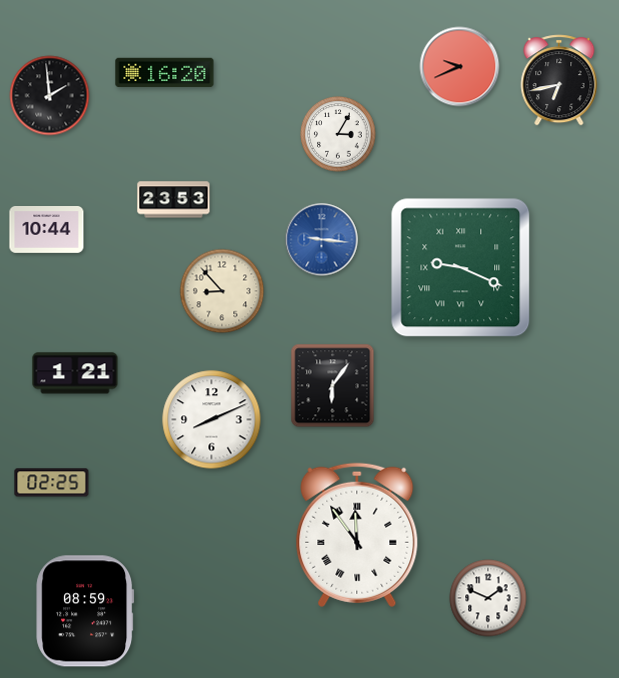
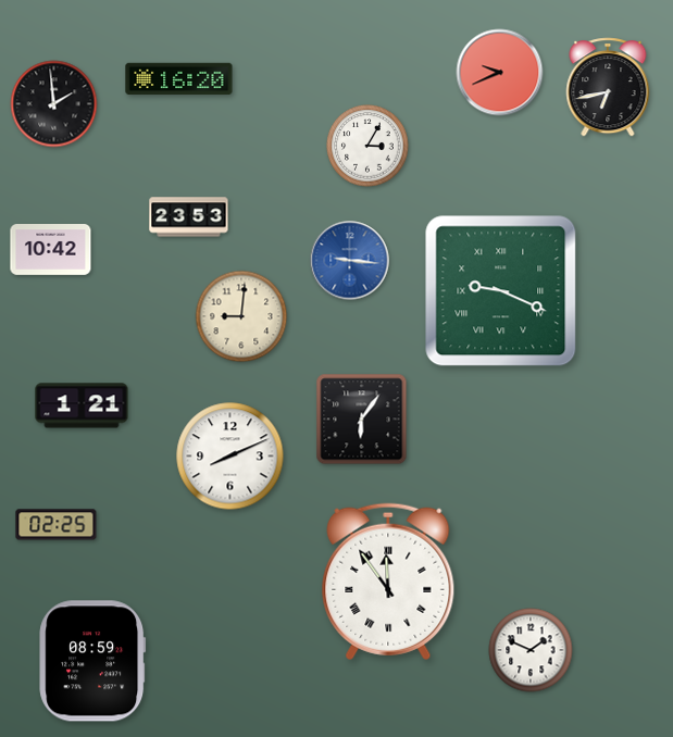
clock at (47, 230): 10:44 -> 10:42
clock at (222, 291): 8:53 -> 9:01
clock at (85, 611) position: (85, 611) -> (92, 661)
